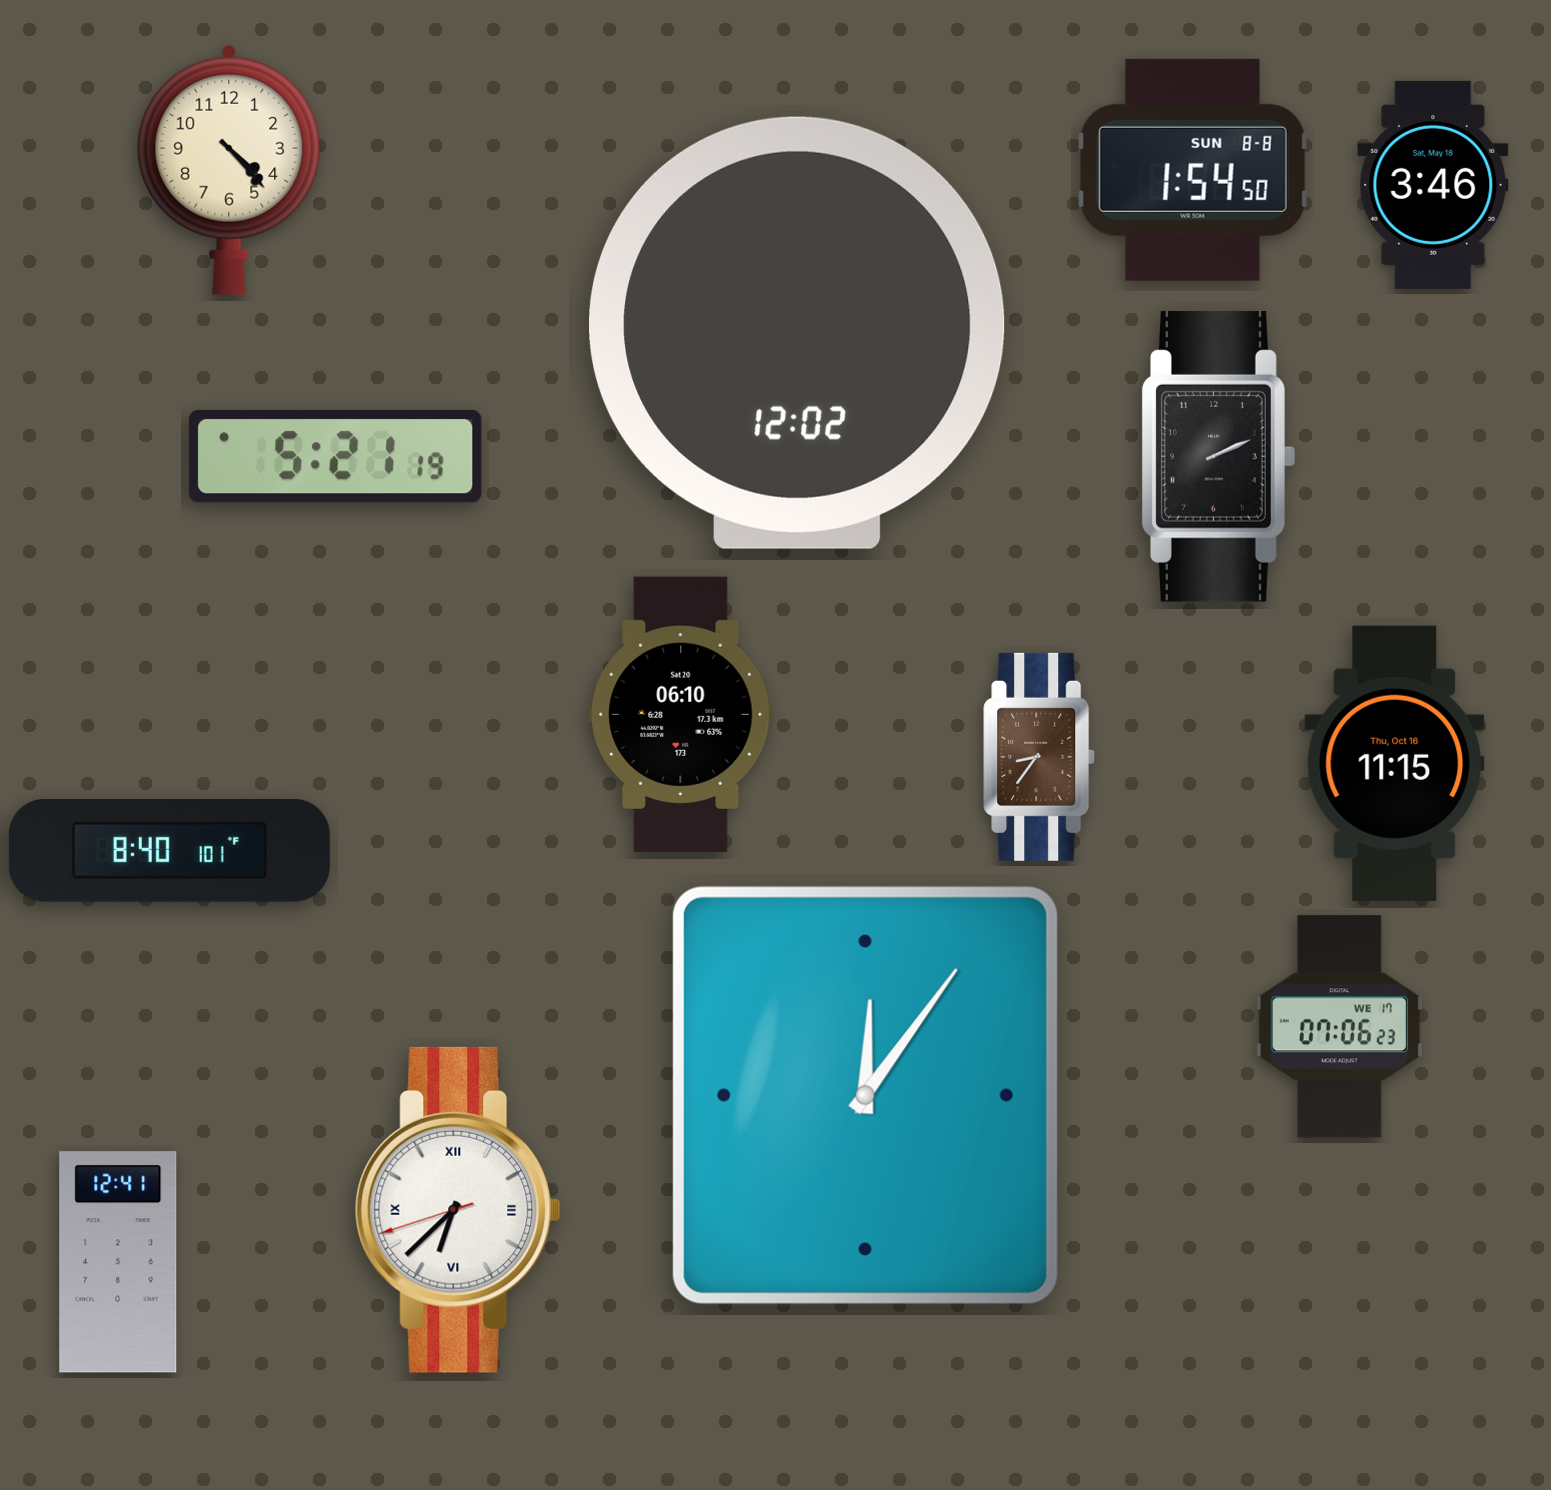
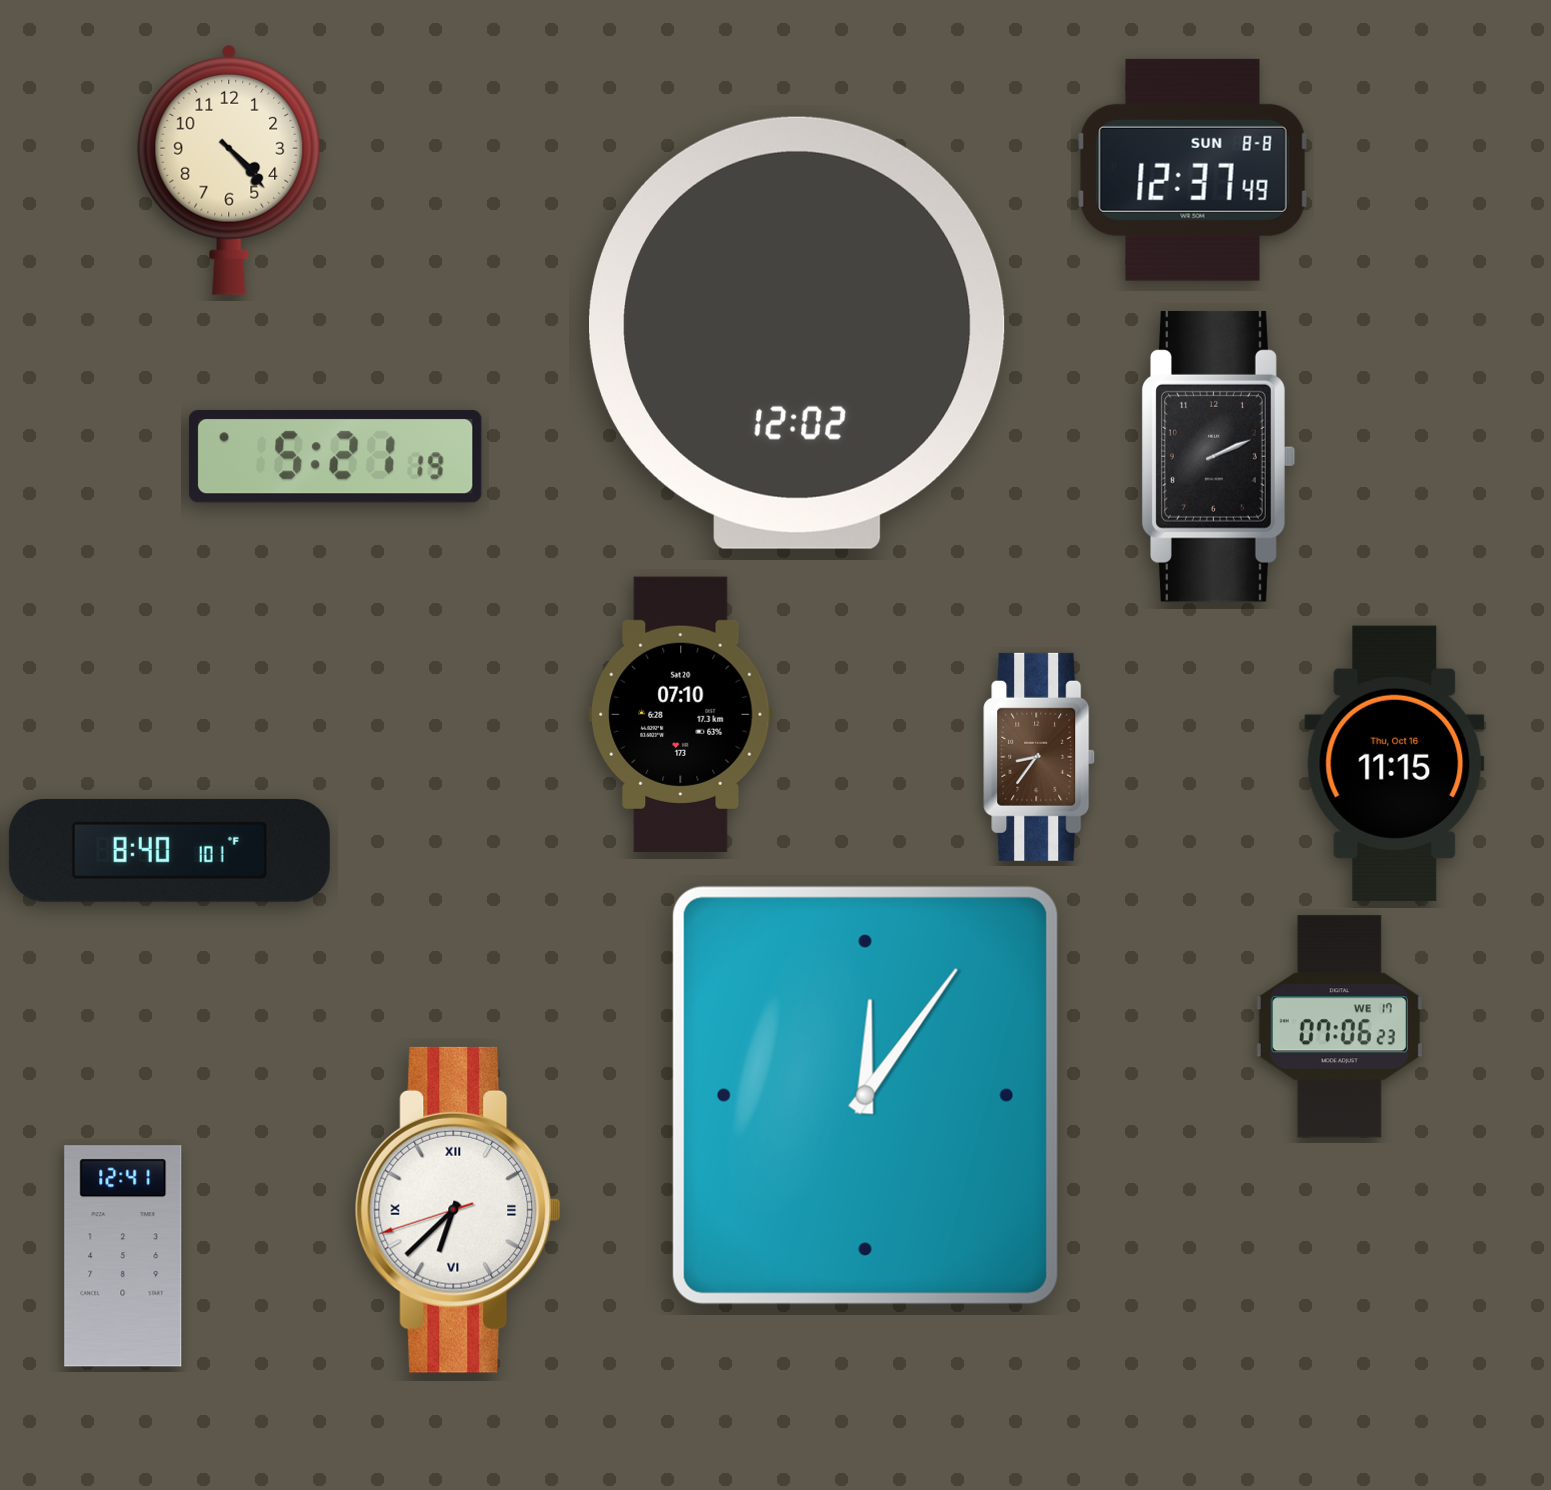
clock at (1193, 170): 1:54 -> 12:37
clock at (1433, 185): 3:46 -> none
clock at (681, 714): 06:10 -> 07:10
clock at (118, 1262) position: (118, 1262) -> (123, 1256)
